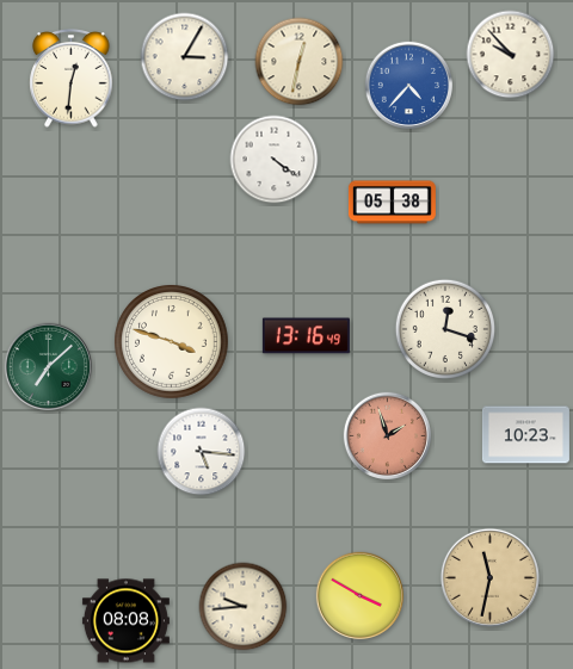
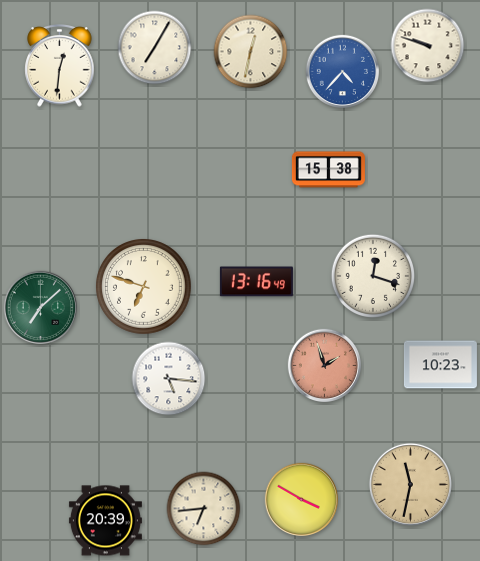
clock at (511, 55): 9:53 -> 9:48
clock at (185, 57): 3:05 -> 7:05
clock at (275, 160): 4:21 -> none
clock at (392, 203): 05:38 -> 15:38
clock at (172, 342): 3:48 -> 6:48
clock at (244, 607): 9:44 -> 6:44
clock at (125, 621): 08:08 -> 20:39
